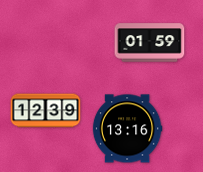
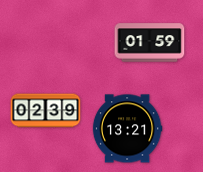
clock at (46, 111): 12:39 -> 02:39
clock at (127, 129): 13:16 -> 13:21
